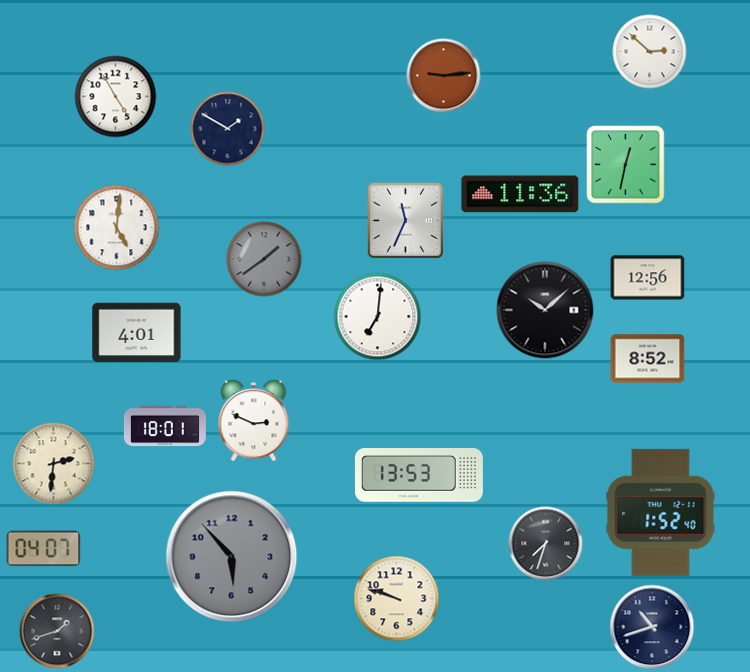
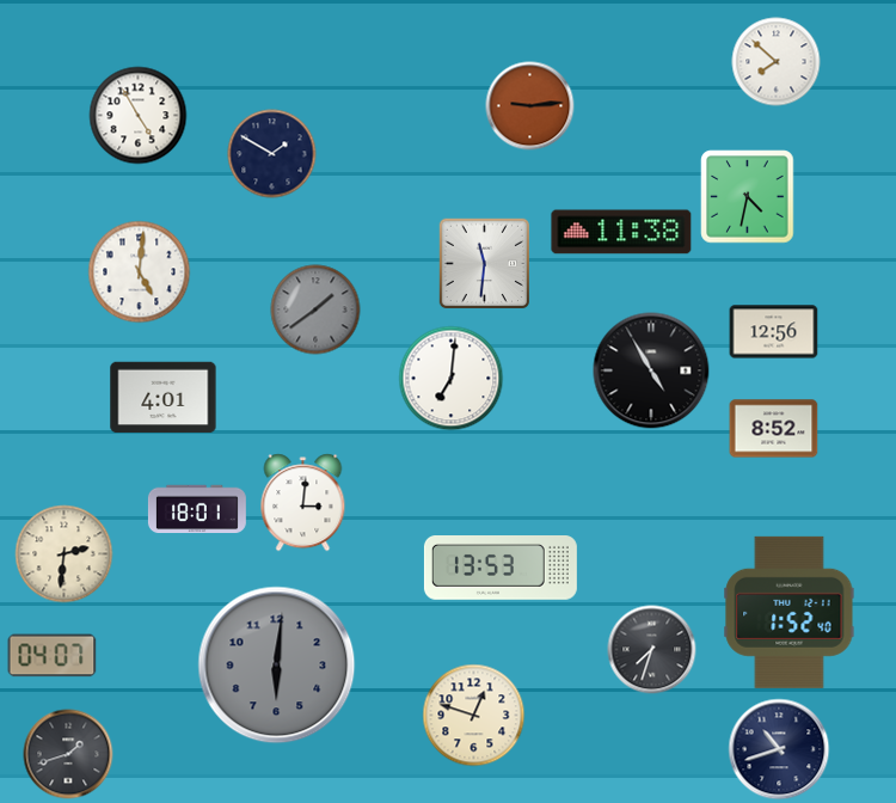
clock at (650, 52): 2:52 -> 7:52
clock at (444, 76) position: (444, 76) -> (530, 106)
clock at (626, 165): 12:32 -> 4:32
clock at (520, 194): 11:36 -> 11:38
clock at (406, 221): 11:34 -> 11:31
clock at (545, 310): 10:08 -> 4:55
clock at (254, 421): 2:49 -> 3:01
clock at (232, 557): 5:53 -> 6:01
clock at (397, 599): 9:48 -> 12:48
